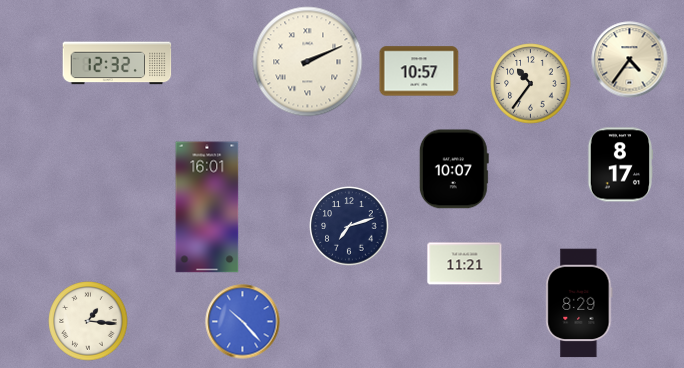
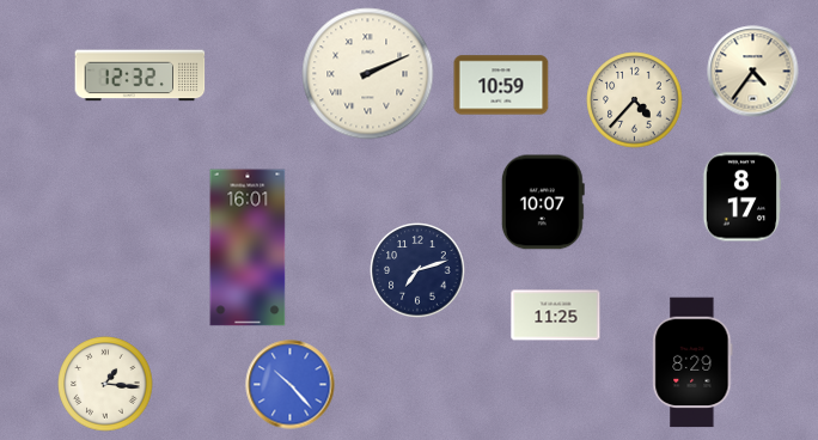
clock at (419, 71): 10:57 -> 10:59
clock at (531, 84): 10:36 -> 4:37
clock at (465, 264): 11:21 -> 11:25
